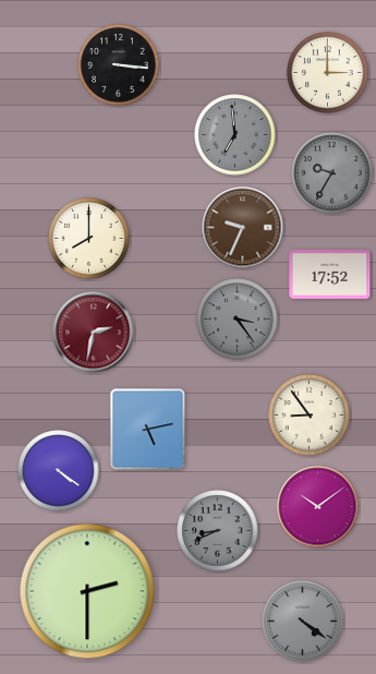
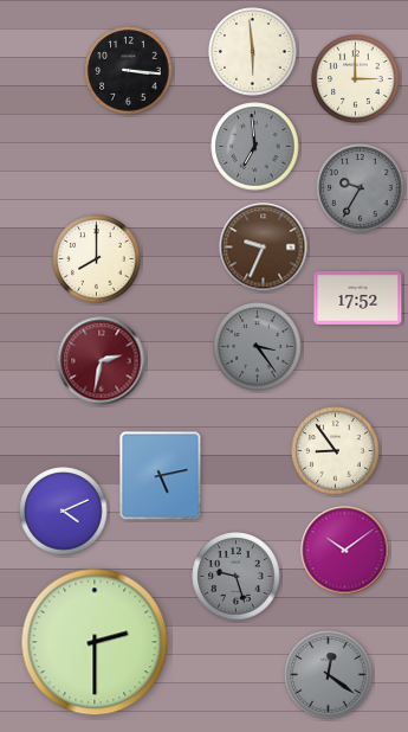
clock at (253, 52): none -> 5:59
clock at (148, 430) position: (148, 430) -> (161, 476)
clock at (59, 471): 4:21 -> 4:11
clock at (218, 531): 8:41 -> 9:27
clock at (303, 622): 4:21 -> 12:21
